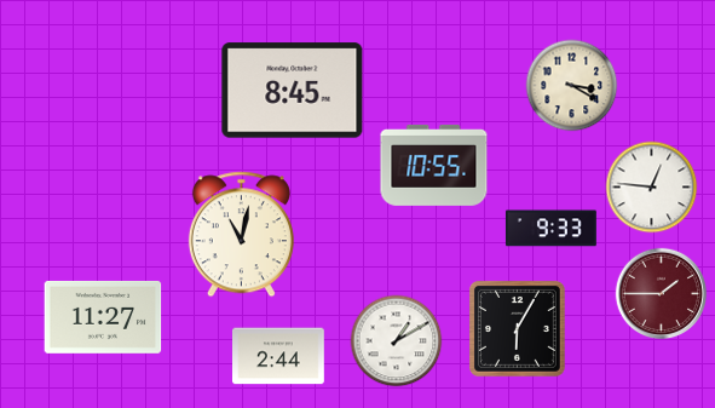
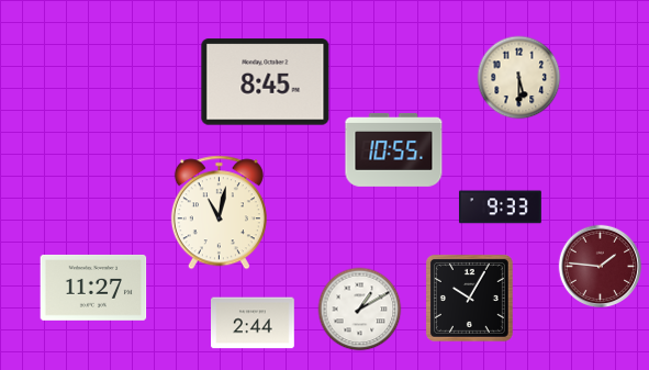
clock at (572, 86): 3:20 -> 5:30
clock at (652, 188): 12:46 -> none
clock at (662, 294): 1:45 -> 1:46
clock at (517, 328): 6:05 -> 10:05
